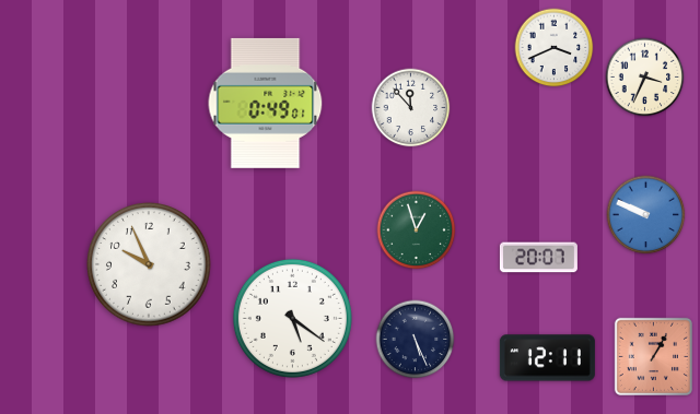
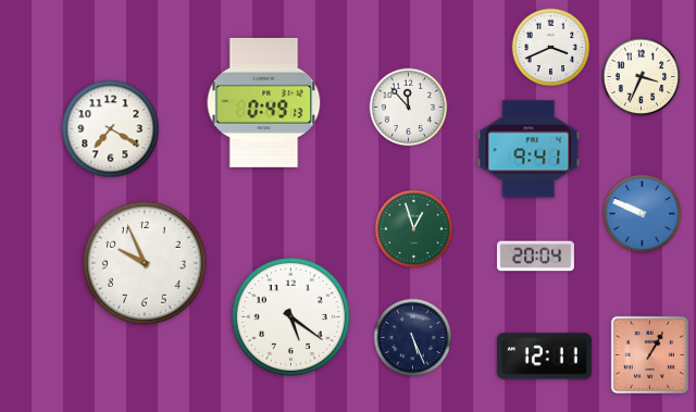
clock at (266, 103): 0:49:01 -> 0:49:13
clock at (111, 129): none -> 7:20
clock at (529, 149): none -> 9:41
clock at (538, 258): 20:07 -> 20:04
clock at (149, 264) position: (149, 264) -> (145, 263)
